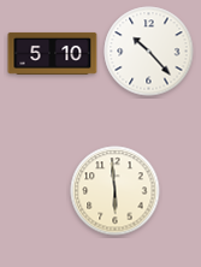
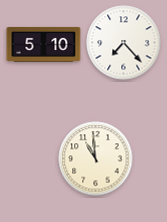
clock at (149, 52): 10:23 -> 7:23
clock at (116, 191): 5:59 -> 10:59
